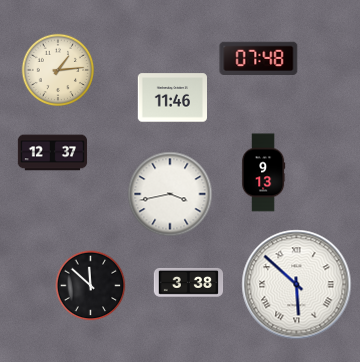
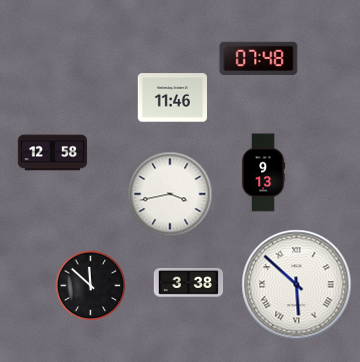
clock at (58, 70): 1:14 -> none
clock at (53, 153): 12:37 -> 12:58
